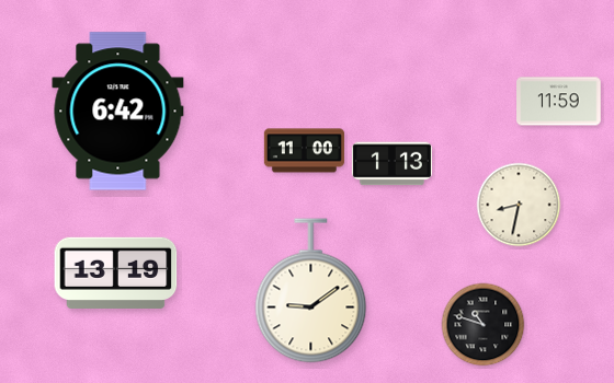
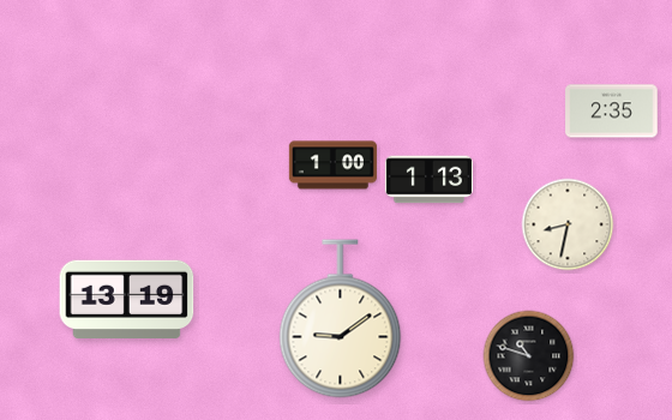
clock at (559, 102): 11:59 -> 2:35
clock at (118, 112): 6:42 -> none
clock at (304, 151): 11:00 -> 1:00
